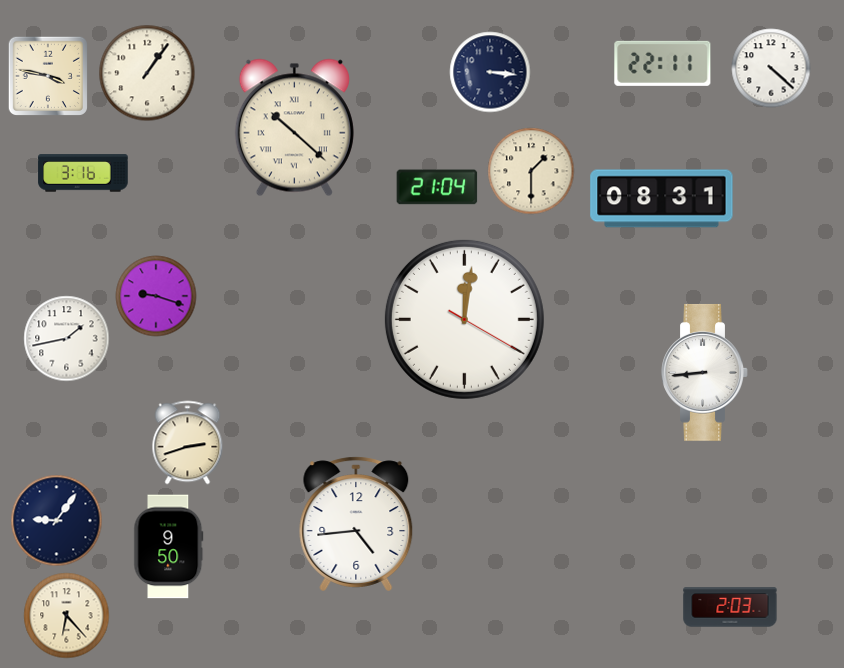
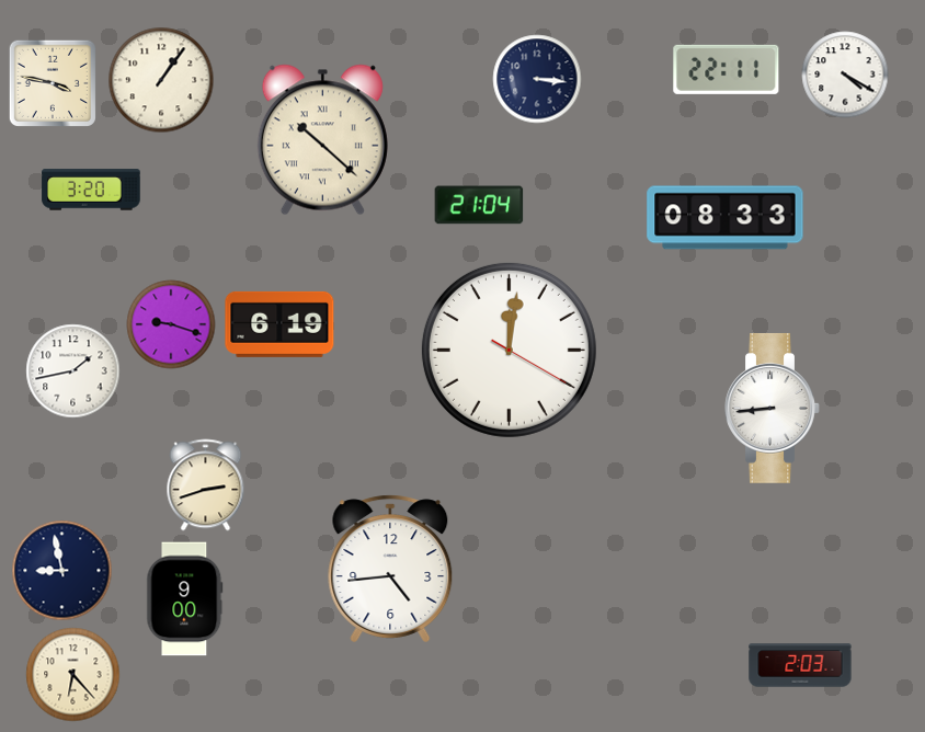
clock at (771, 68): 4:22 -> 4:20
clock at (531, 171): 1:30 -> none
clock at (83, 173): 3:16 -> 3:20
clock at (662, 199): 08:31 -> 08:33
clock at (279, 324): none -> 6:19
clock at (57, 521): 9:06 -> 8:58
clock at (356, 524) position: (356, 524) -> (390, 569)
clock at (169, 547): 9:50 -> 9:00
